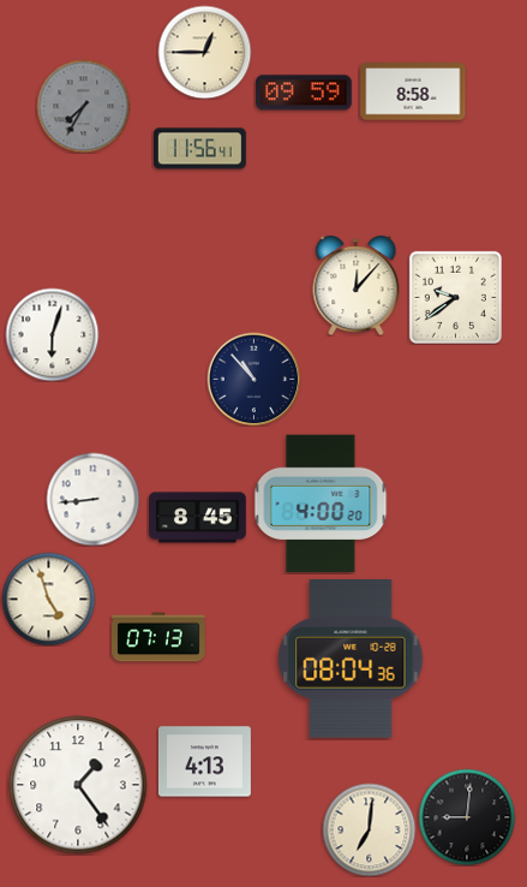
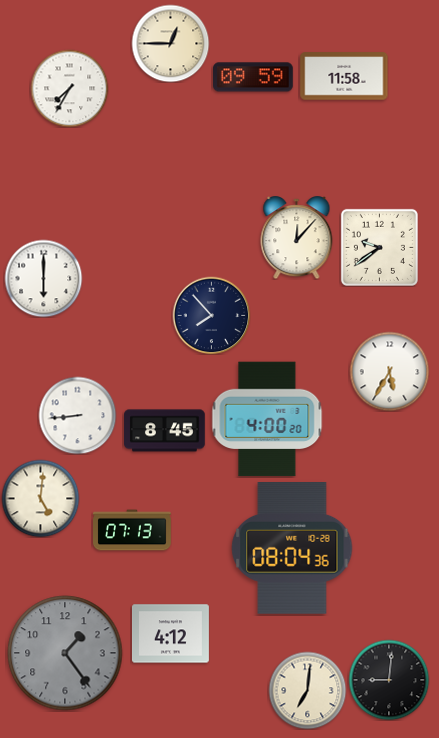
clock at (413, 91): 8:58 -> 11:58
clock at (83, 106) dial: grey -> white
clock at (199, 149): 11:56 -> none
clock at (52, 334): 6:03 -> 6:00
clock at (253, 379): 10:53 -> 7:53
clock at (389, 371): none -> 5:35
clock at (48, 599): 4:57 -> 5:01
clock at (204, 762): 4:13 -> 4:12
clock at (78, 785) dial: white -> grey
